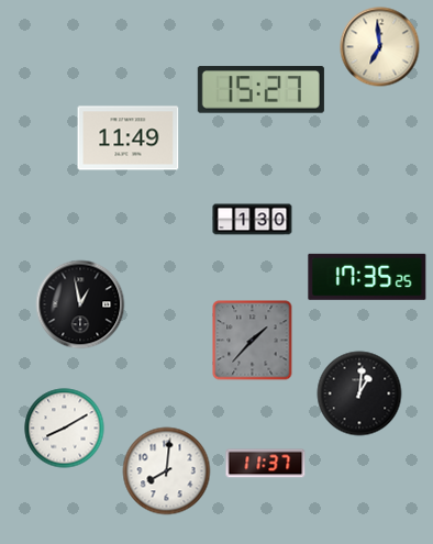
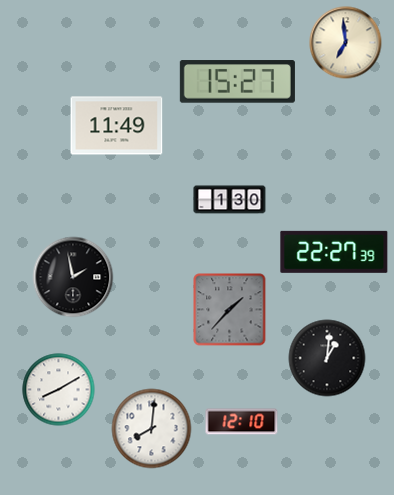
clock at (367, 277): 17:35 -> 22:27
clock at (80, 304): 12:58 -> 1:58
clock at (266, 464): 11:37 -> 12:10
